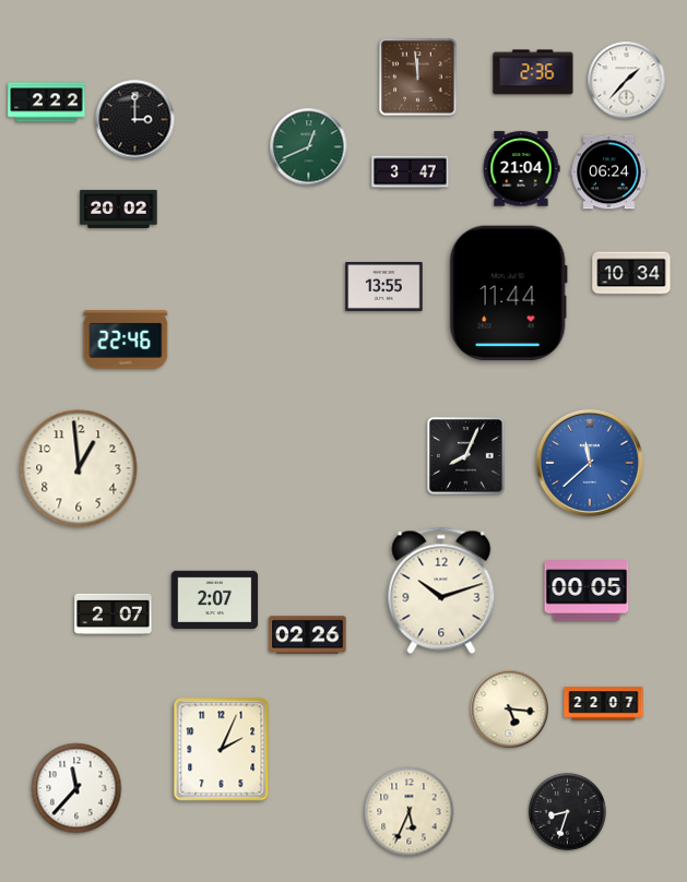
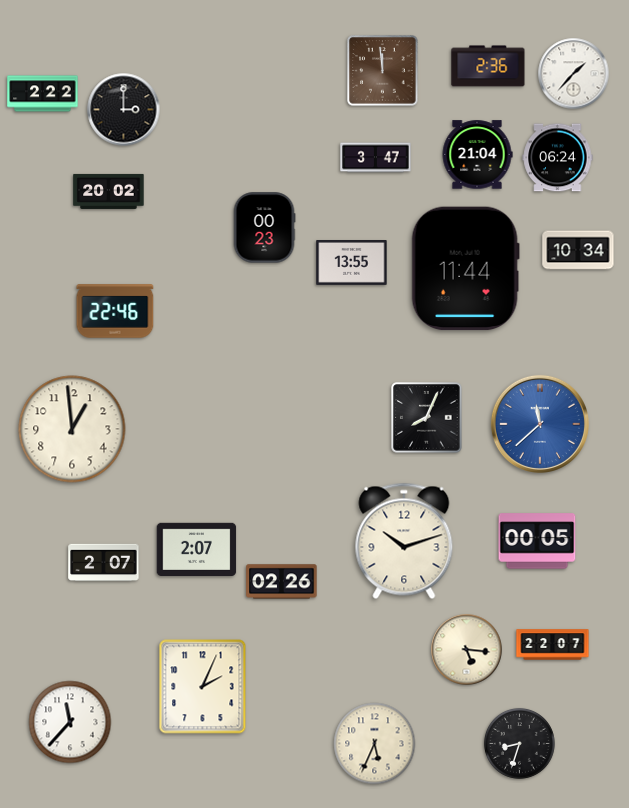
clock at (309, 147): 12:41 -> none
clock at (264, 228): none -> 00:23
